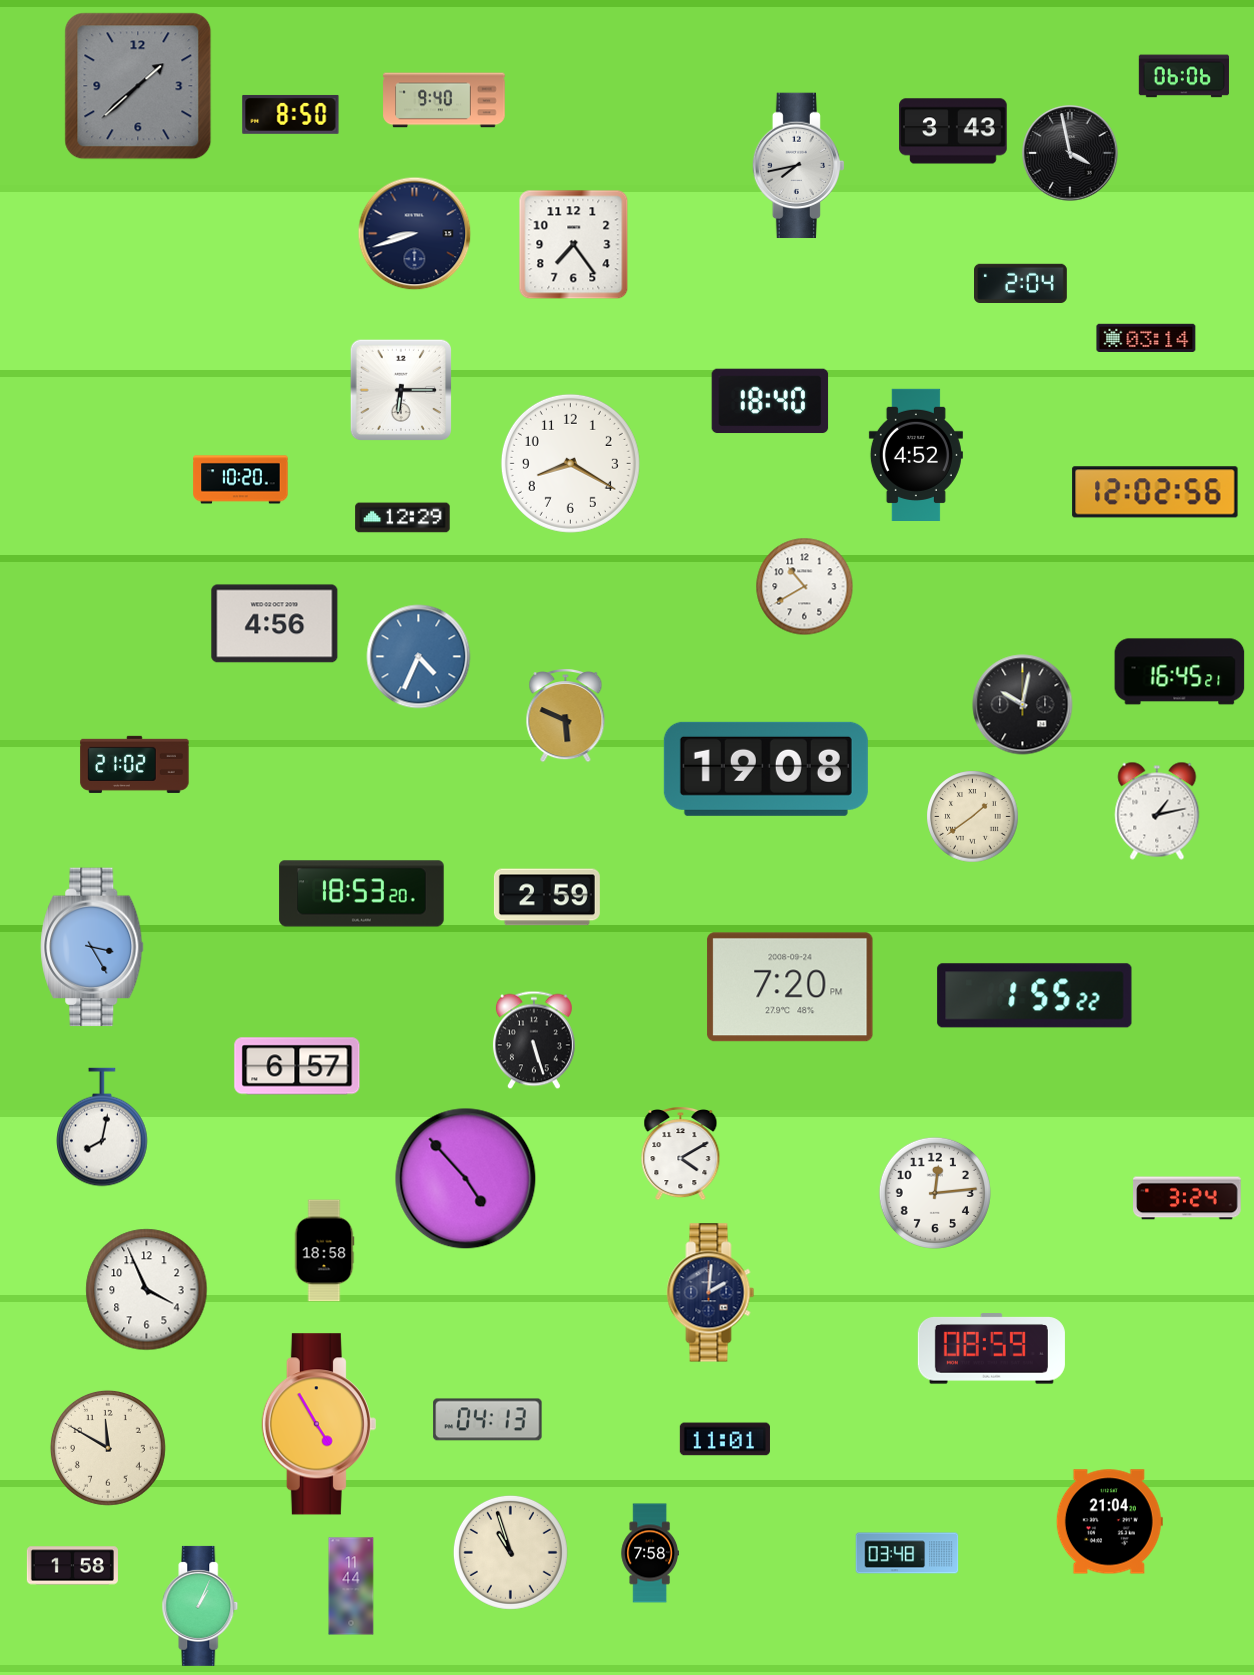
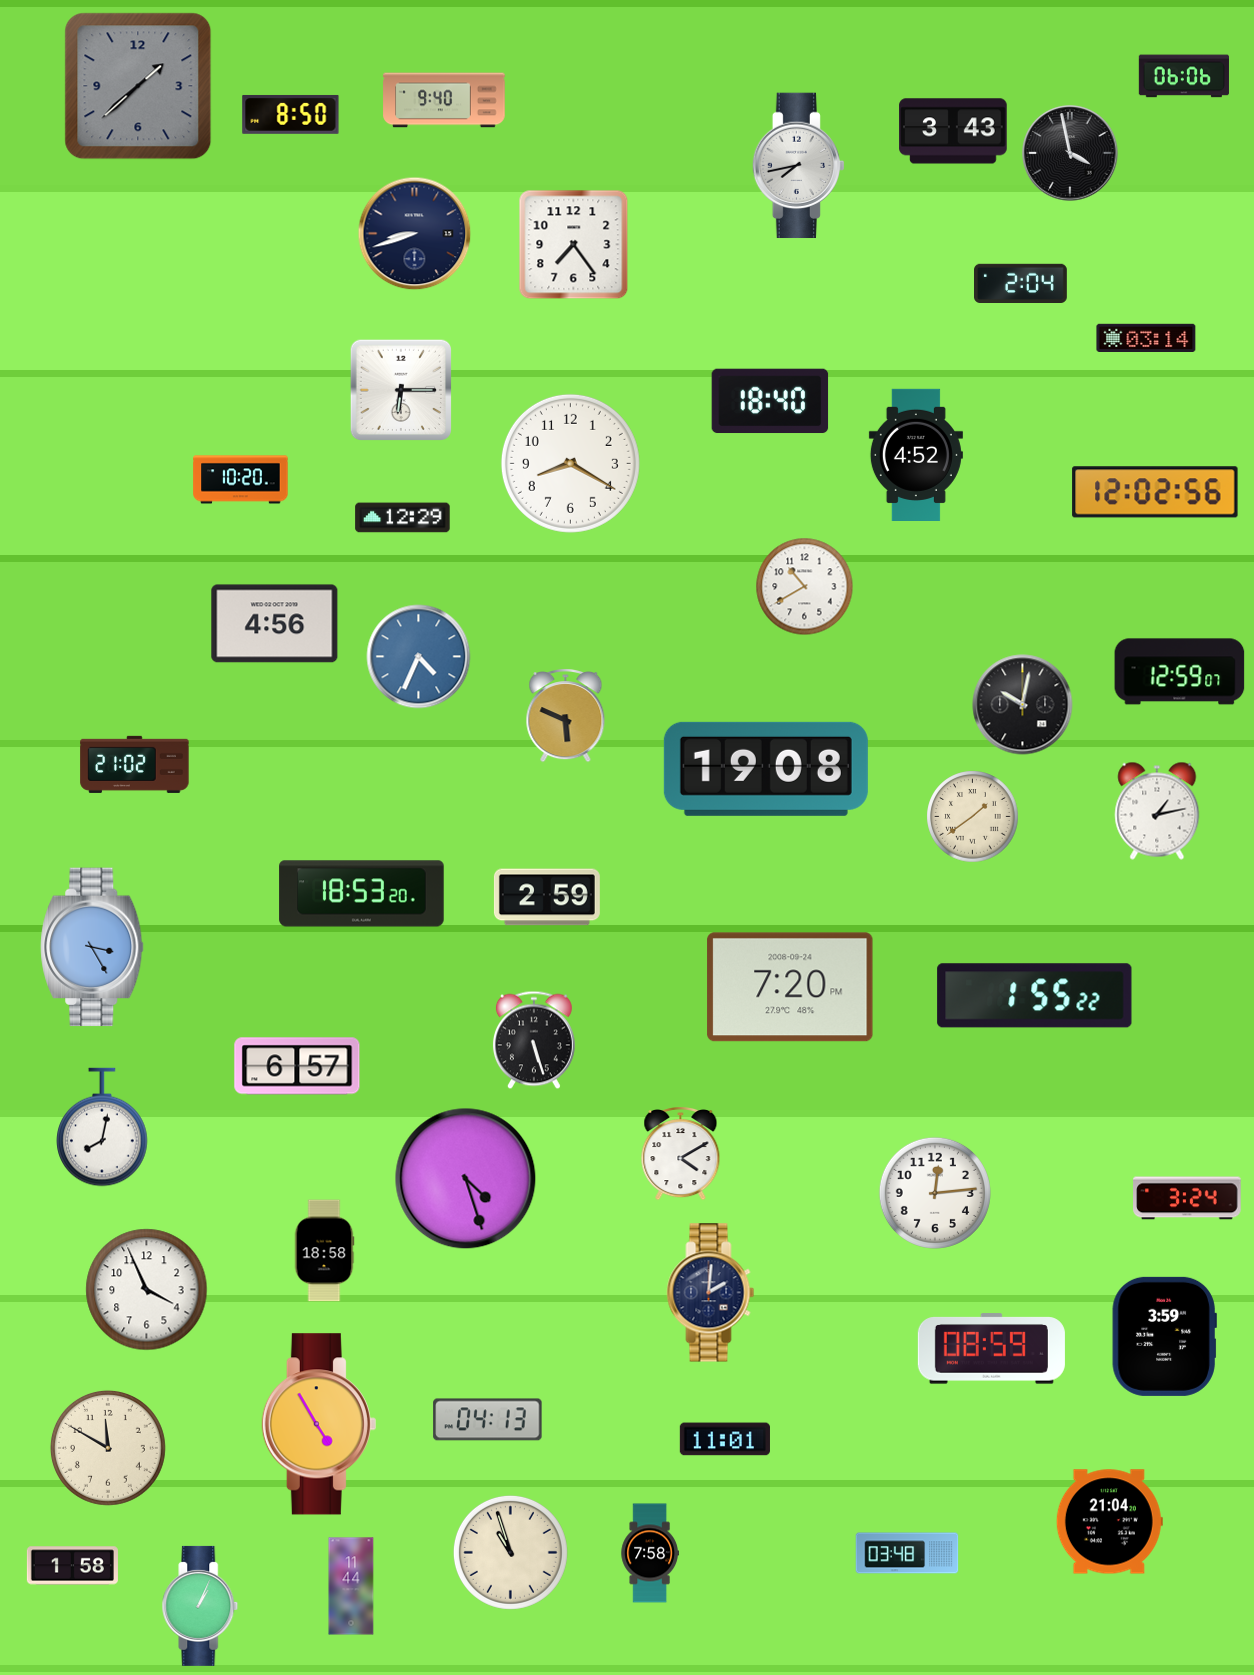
clock at (1180, 672): 16:45 -> 12:59
clock at (466, 1179): 4:53 -> 4:27
clock at (1164, 1336): none -> 3:59
